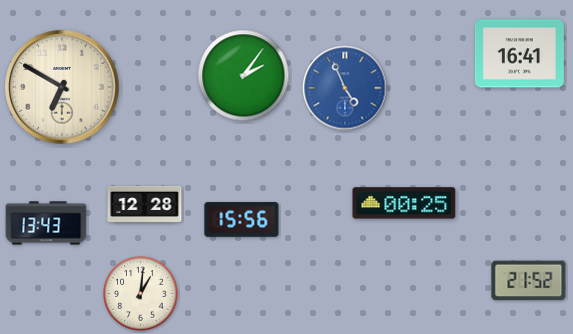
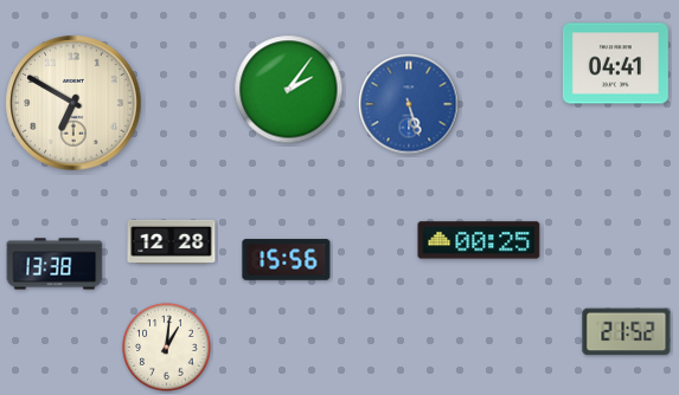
clock at (519, 54): 16:41 -> 04:41
clock at (345, 88): 4:56 -> 5:27
clock at (46, 223): 13:43 -> 13:38
